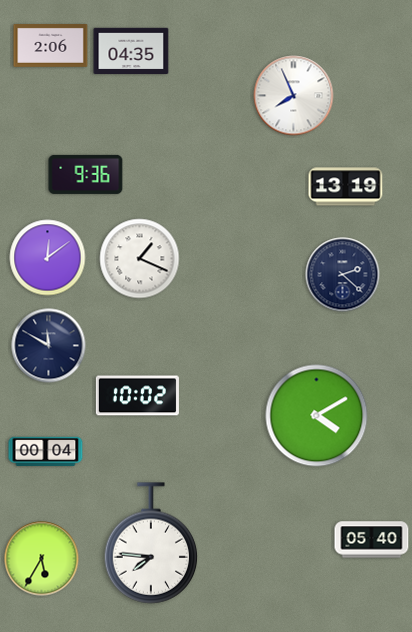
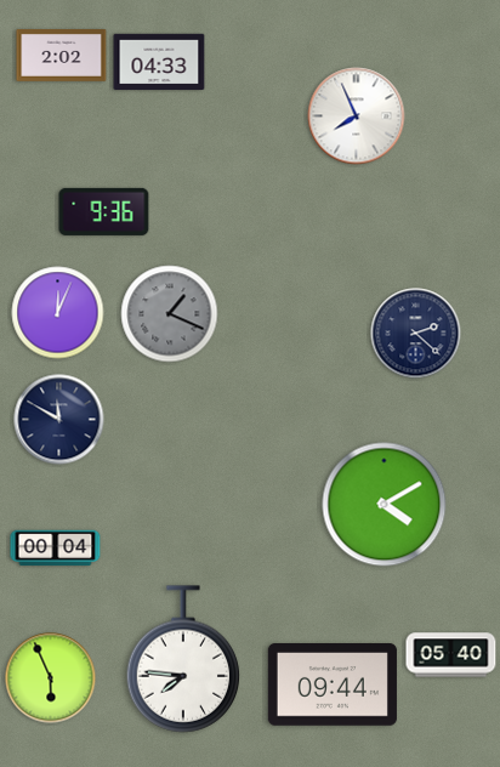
clock at (51, 46): 2:06 -> 2:02
clock at (131, 51): 04:35 -> 04:33
clock at (346, 187): 13:19 -> none
clock at (48, 258): 12:09 -> 12:04
clock at (140, 259) dial: white -> grey
clock at (137, 396): 10:02 -> none
clock at (42, 559): 5:35 -> 5:56
clock at (333, 686): none -> 09:44
